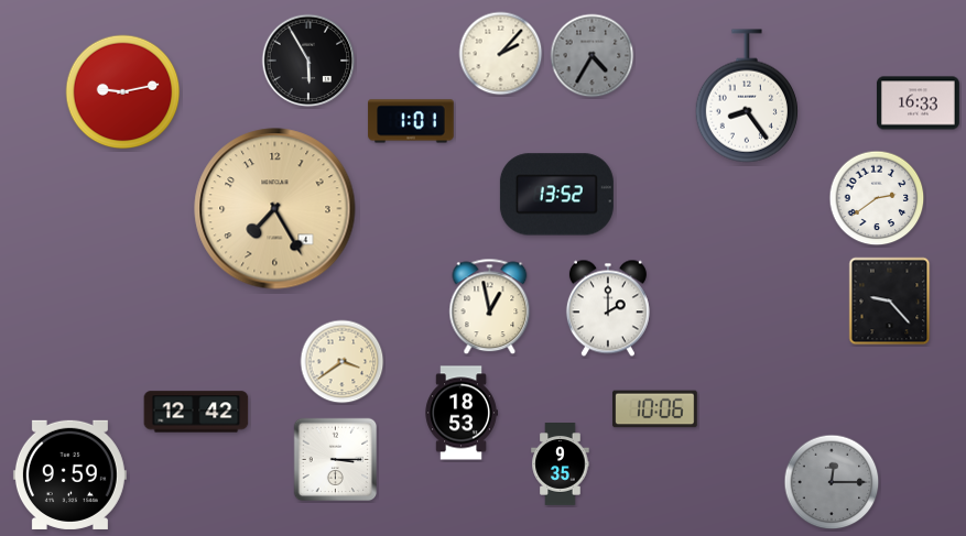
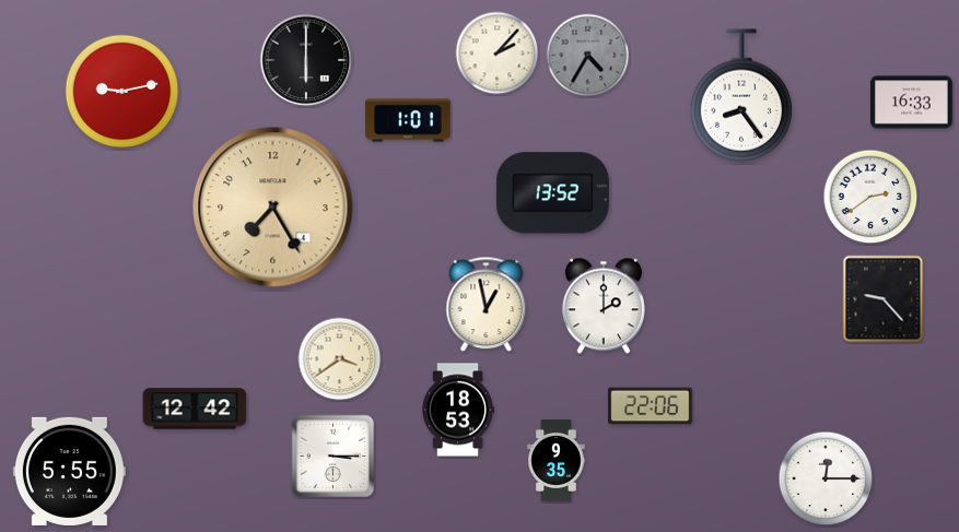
clock at (308, 61): 5:55 -> 6:00
clock at (655, 409): 10:06 -> 22:06
clock at (69, 474): 9:59 -> 5:55
clock at (832, 482) dial: grey -> white
